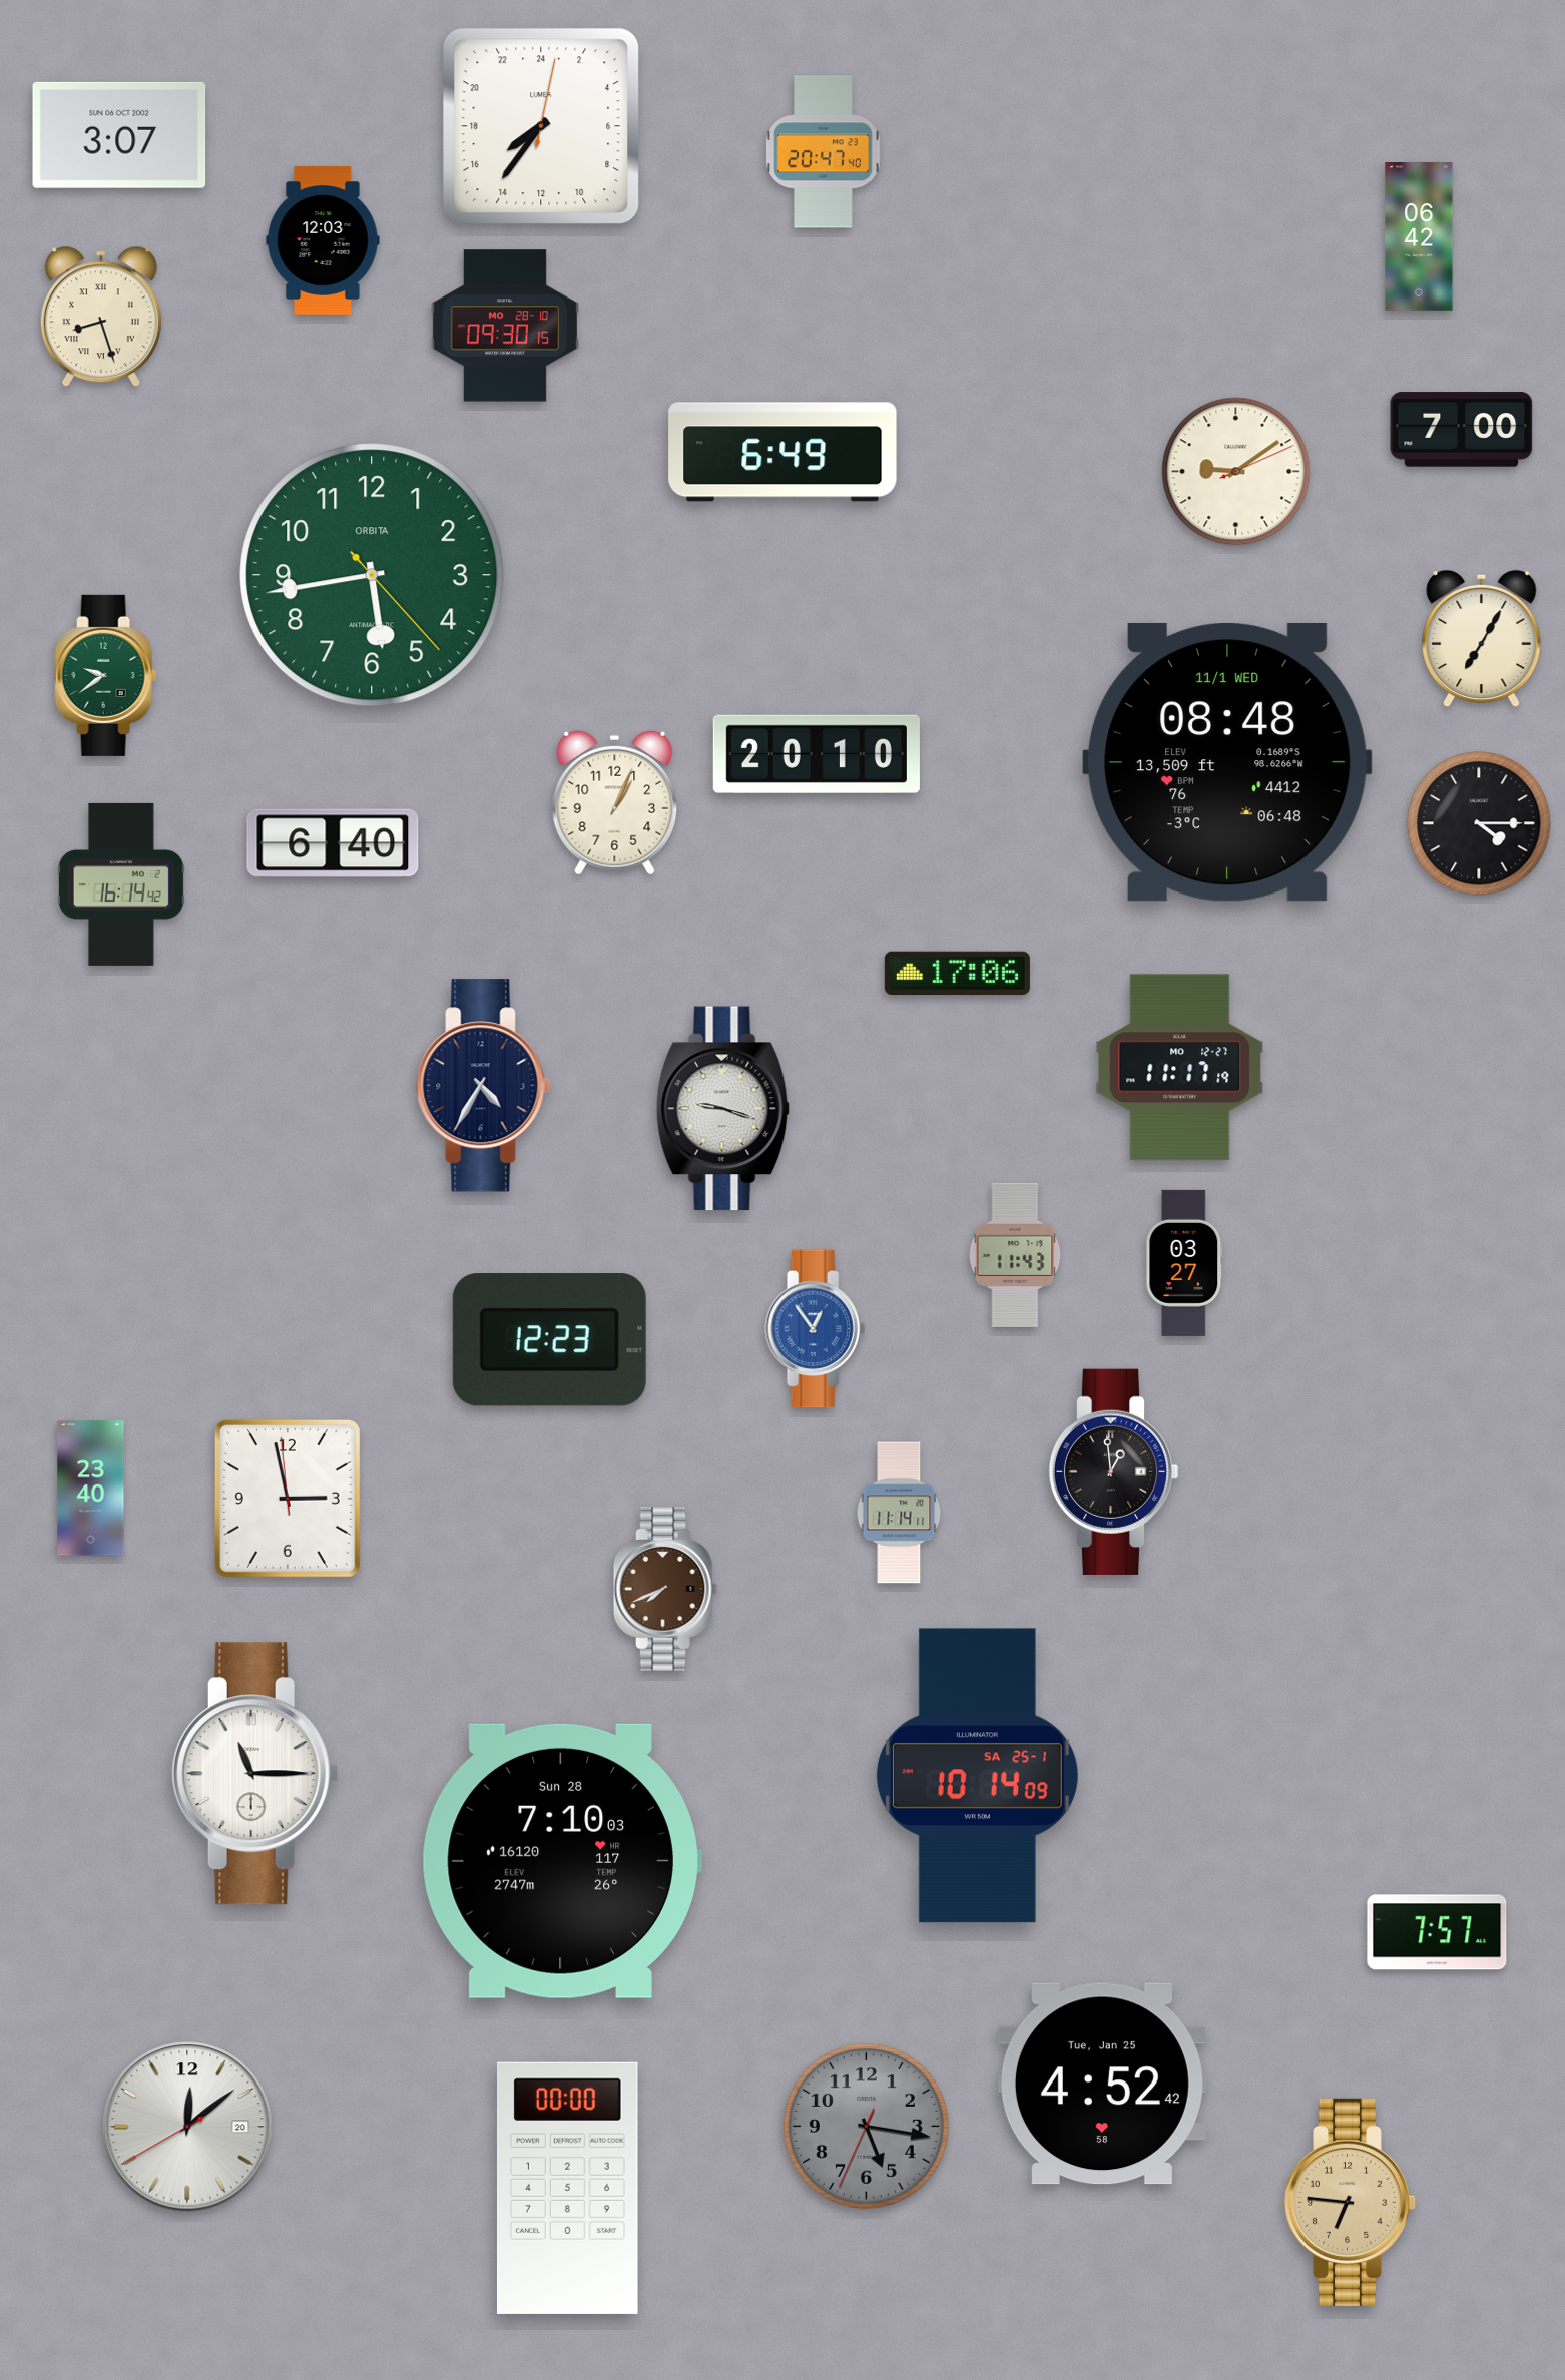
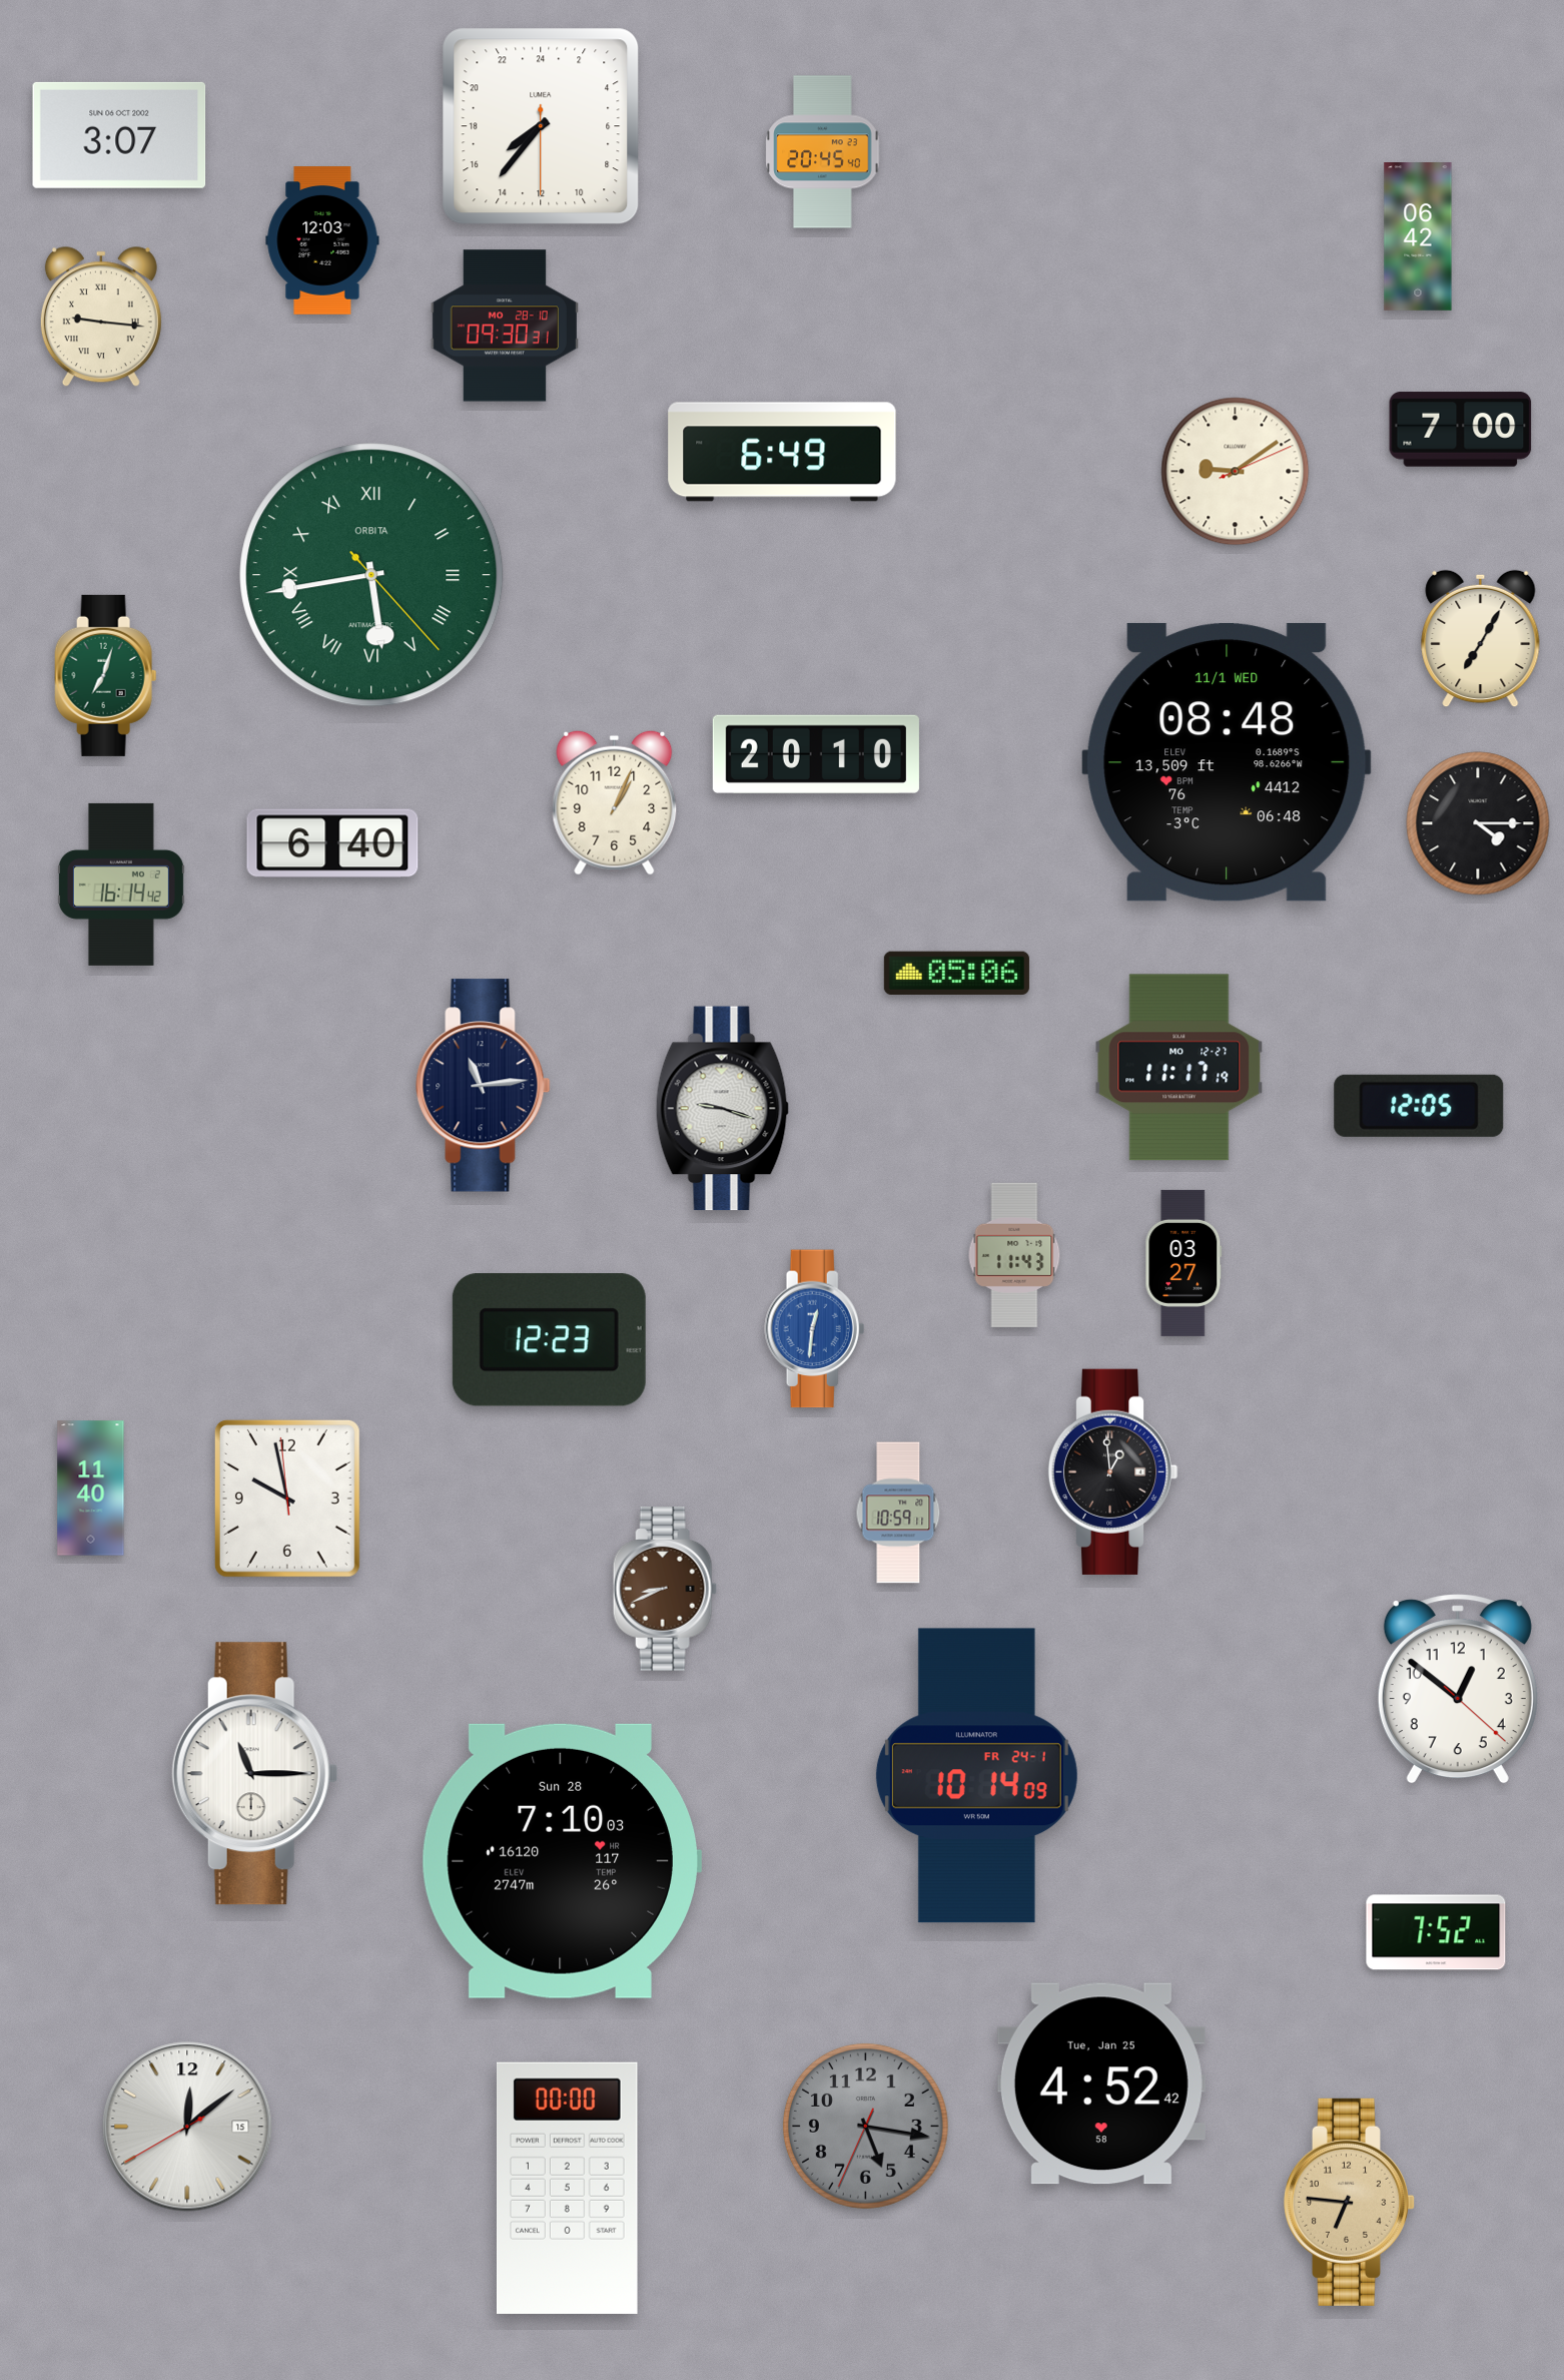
clock at (541, 126): 15:36:02 -> 15:36:30
clock at (824, 152): 20:47 -> 20:45
clock at (101, 318): 8:27 -> 9:16
clock at (505, 326): 09:30:15 -> 09:30:31
clock at (372, 575) numerals: Arabic -> Roman
clock at (106, 675): 9:39 -> 7:03
clock at (957, 973): 17:06 -> 05:06
clock at (484, 1086): 4:35 -> 11:14
clock at (1419, 1106): none -> 12:05
clock at (816, 1329): 12:54 -> 12:31
clock at (91, 1489): 23:40 -> 11:40
clock at (288, 1499): 2:57 -> 9:57
clock at (899, 1513): 11:14 -> 10:59
clock at (665, 1590): 7:41 -> 8:41
clock at (1458, 1689): none -> 12:51
clock at (977, 1776) date: SA 25-1 -> FR 24-1
clock at (1437, 1932): 7:57 -> 7:52
clock at (187, 2127) date: 20 -> 15
